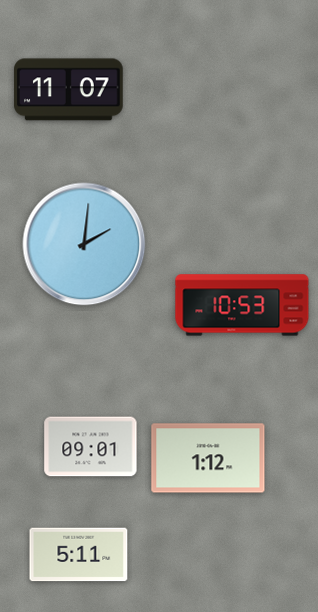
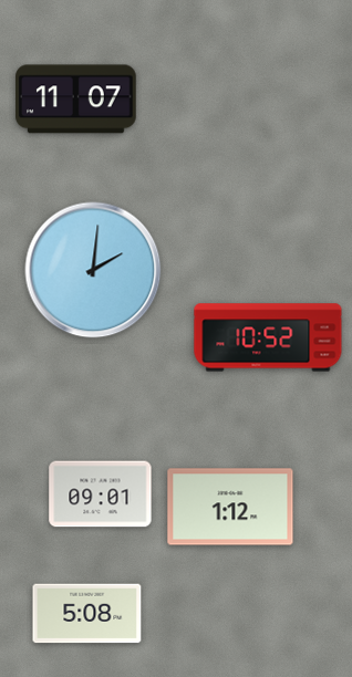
clock at (242, 305): 10:53 -> 10:52
clock at (79, 555): 5:11 -> 5:08
